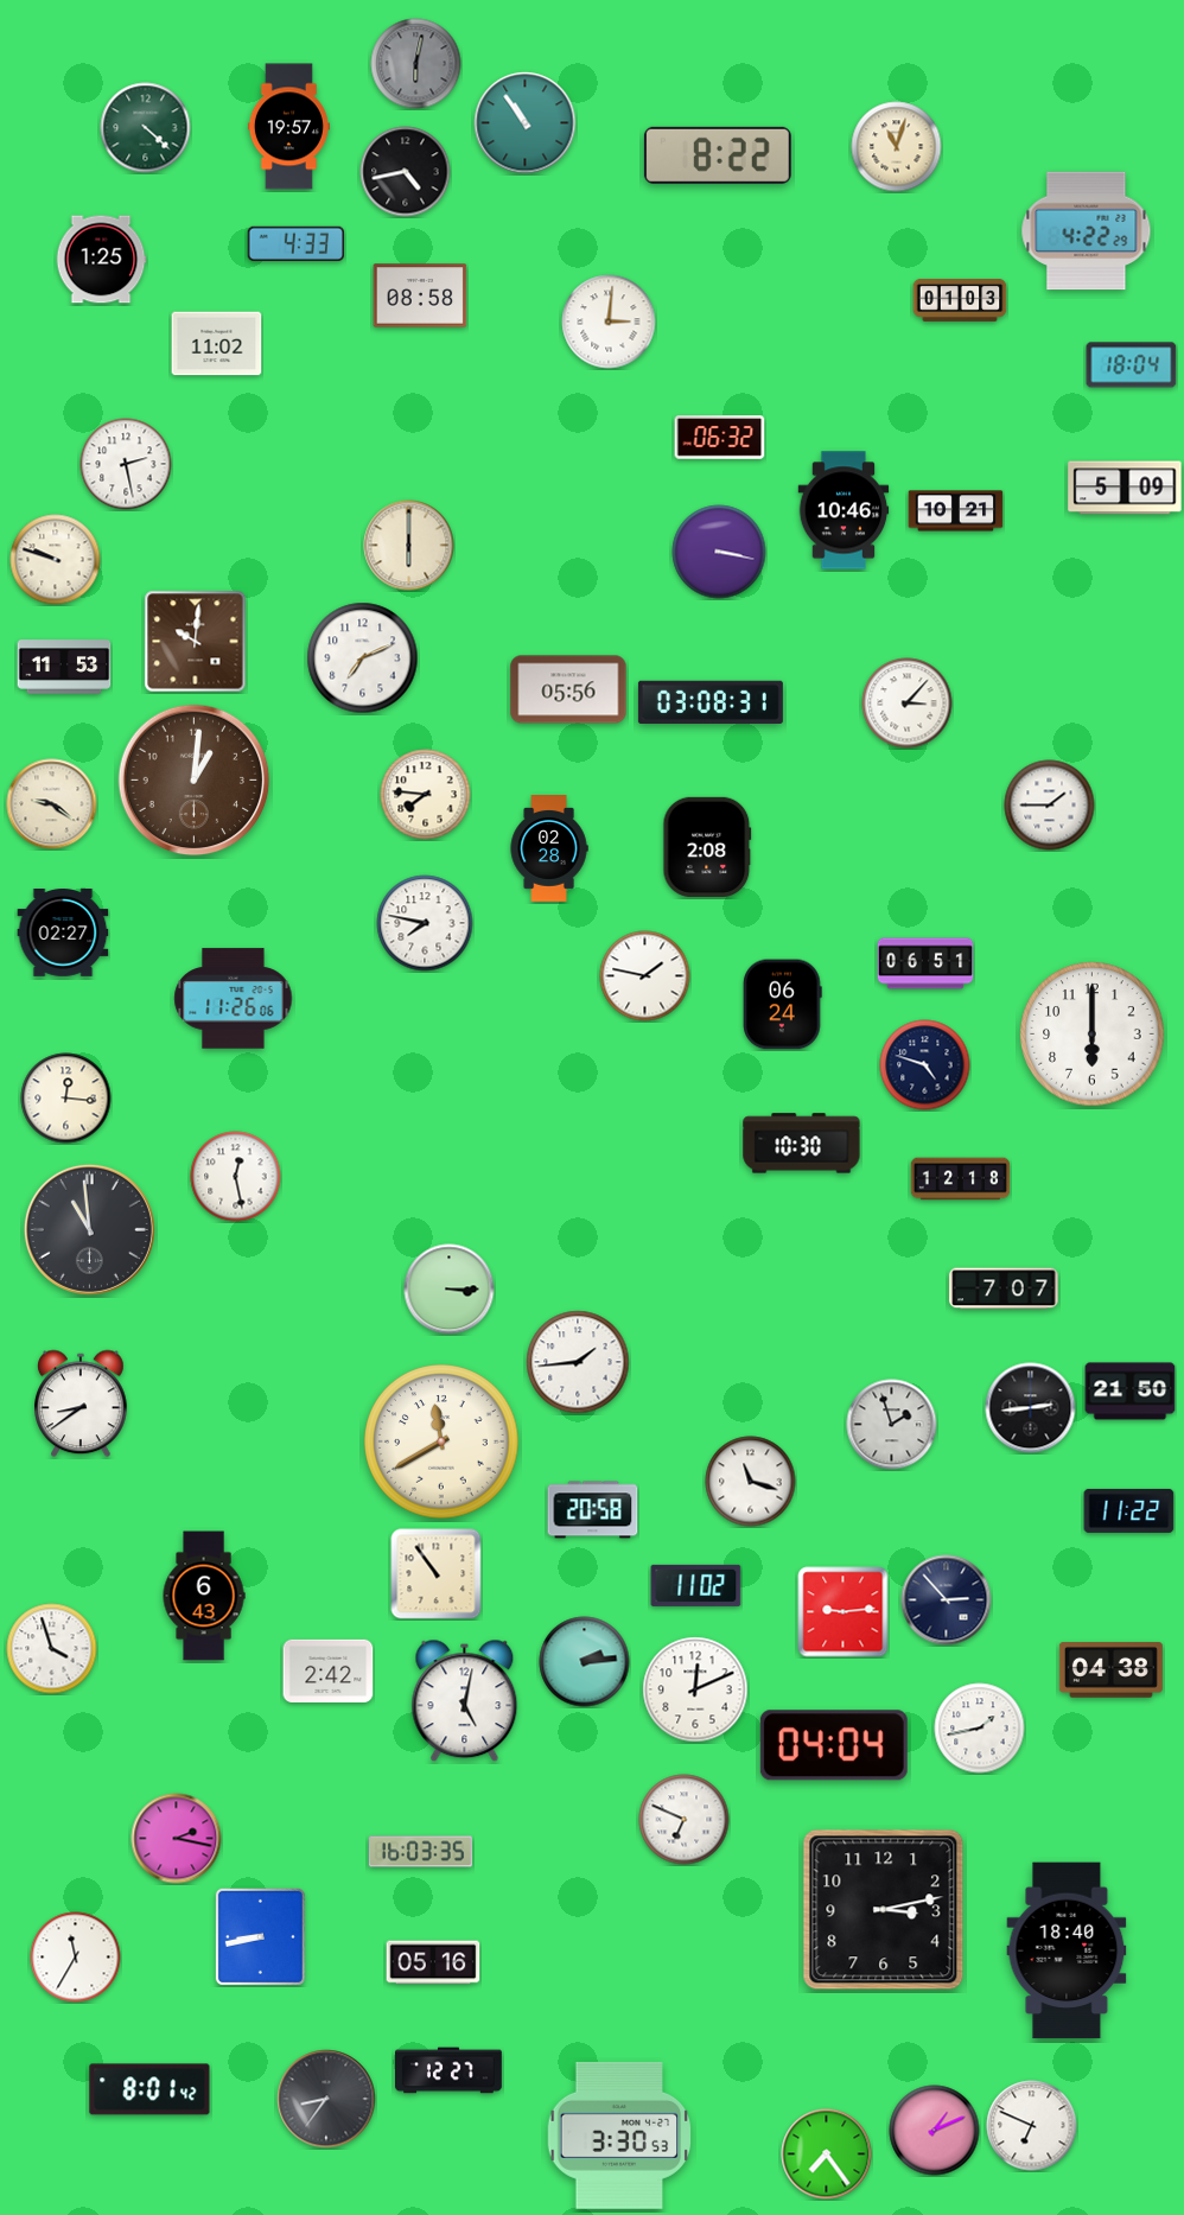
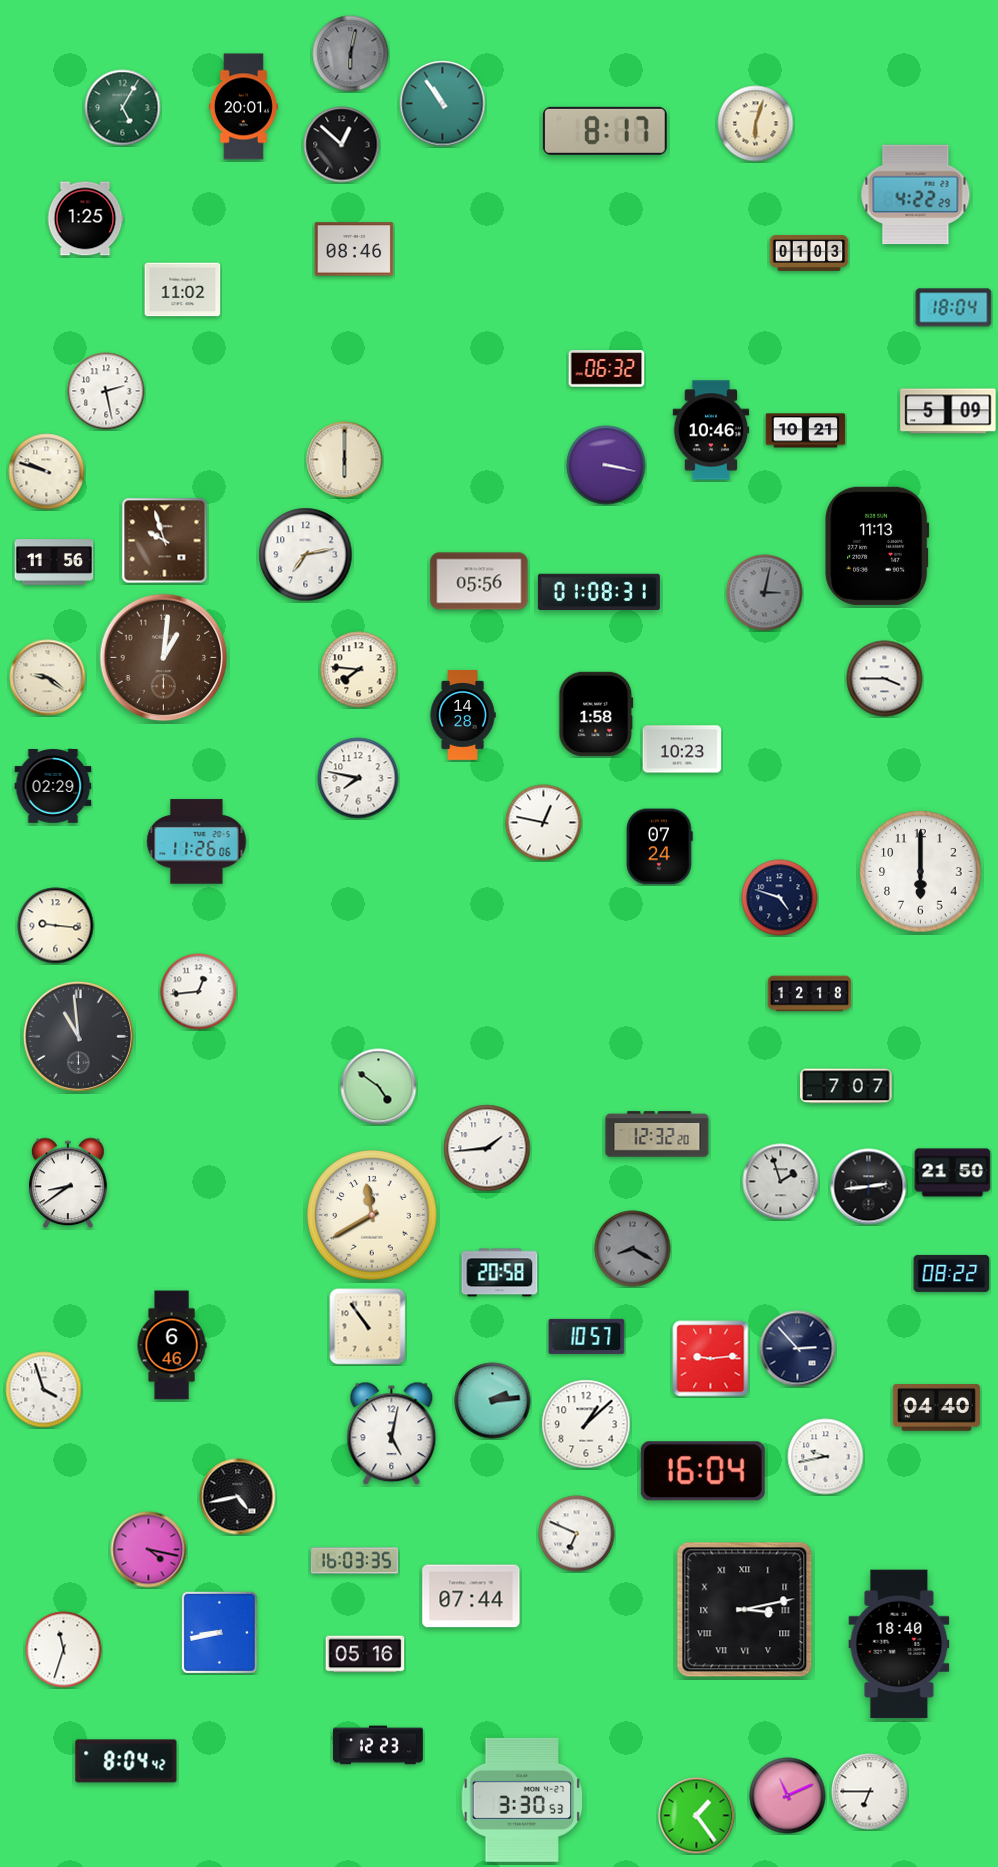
clock at (288, 127): 19:57 -> 20:01
clock at (146, 128): 4:22 -> 5:05
clock at (897, 147): 11:03 -> 6:03
clock at (718, 155): 8:22 -> 8:17
clock at (406, 172): 4:43 -> 12:52
clock at (297, 243): 4:33 -> none
clock at (420, 295): 08:58 -> 08:46
clock at (609, 322): 3:01 -> none
clock at (196, 642): 10:01 -> 9:57
clock at (877, 546): none -> 11:13
clock at (363, 658): 7:11 -> 7:13
clock at (64, 667): 11:53 -> 11:56
clock at (711, 701): 03:08 -> 01:08
clock at (908, 704): 3:07 -> 3:02
clock at (908, 704) dial: white -> grey
clock at (52, 804) position: (52, 804) -> (48, 678)
clock at (1050, 806): 1:45 -> 3:45
clock at (707, 847): 2:08 -> 1:58
clock at (549, 848): 02:28 -> 14:28
clock at (682, 749): none -> 10:23
clock at (63, 934): 02:27 -> 02:29
clock at (925, 963): 06:51 -> none
clock at (645, 976): 1:47 -> 12:47
clock at (783, 1005): 06:24 -> 07:24
clock at (66, 1099): 12:16 -> 9:16
clock at (802, 1144): 10:30 -> none
clock at (236, 1177): 12:28 -> 12:44
clock at (89, 1229) position: (89, 1229) -> (78, 1036)
clock at (450, 1290): 3:15 -> 4:51
clock at (657, 1134): none -> 12:32
clock at (892, 1425) position: (892, 1425) -> (781, 1182)
clock at (751, 1482): 11:18 -> 8:20
clock at (751, 1482) dial: white -> grey
clock at (1129, 1510): 11:22 -> 08:22
clock at (696, 1585): 11:02 -> 10:57
clock at (204, 1596): 6:43 -> 6:46
clock at (329, 1670): 2:42 -> none
clock at (1110, 1670): 04:38 -> 04:40
clock at (695, 1689): 12:11 -> 1:08
clock at (980, 1729): 1:43 -> 9:43
clock at (834, 1745): 04:04 -> 16:04
clock at (238, 1497): none -> 4:43
clock at (177, 1839): 2:17 -> 4:17
clock at (471, 1596): none -> 07:44
clock at (884, 1910) numerals: Arabic -> Roman
clock at (76, 1958): 11:35 -> 11:33
clock at (450, 2070): 12:27 -> 12:23
clock at (149, 2089): 8:01 -> 8:04
clock at (326, 2099): 8:36 -> none
clock at (1032, 2126): 6:49 -> 6:45
clock at (935, 2131): 1:11 -> 11:11
clock at (827, 2154): 7:24 -> 1:24
